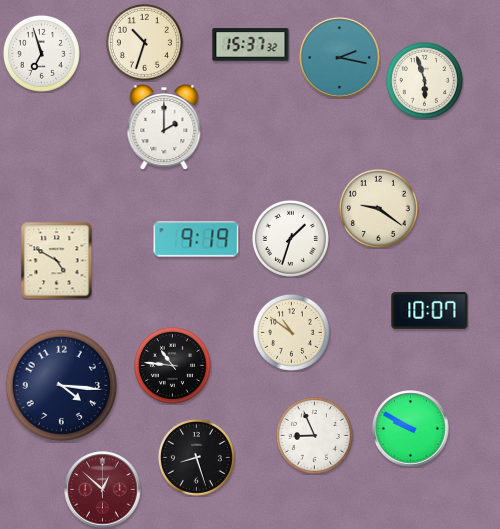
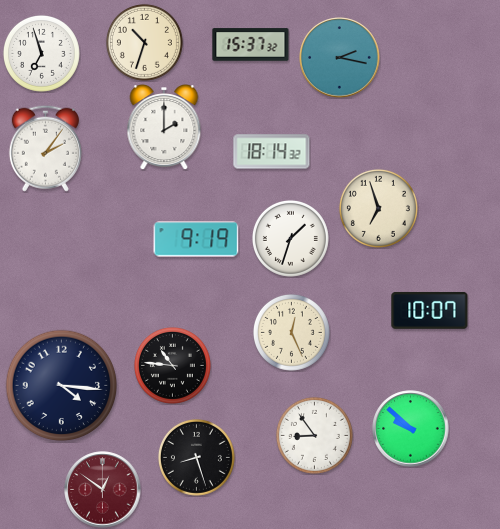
clock at (424, 80): 5:57 -> none
clock at (45, 148): none -> 2:06
clock at (272, 152): none -> 18:14
clock at (378, 208): 9:21 -> 6:57
clock at (57, 260): 4:50 -> none
clock at (291, 332): 10:51 -> 12:26
clock at (411, 429): 9:50 -> 9:52
clock at (314, 435): 8:56 -> 8:54
clock at (103, 490): 12:52 -> 12:51
